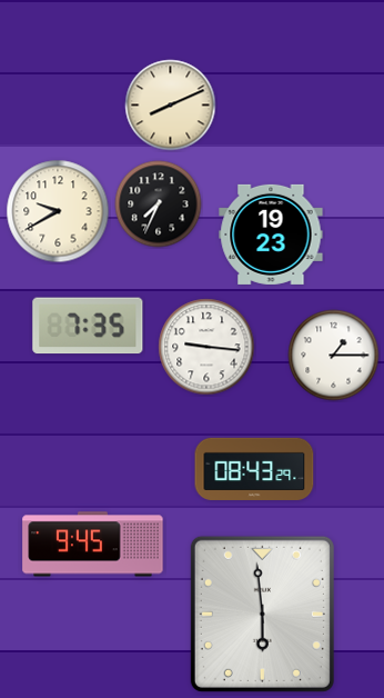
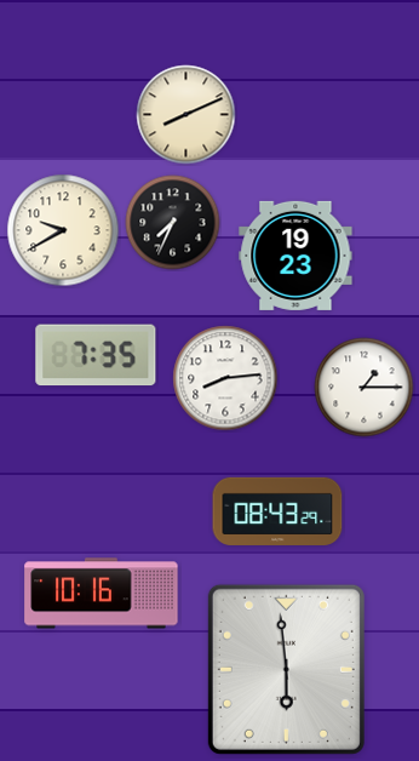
clock at (206, 347): 9:16 -> 8:14
clock at (93, 545): 9:45 -> 10:16
